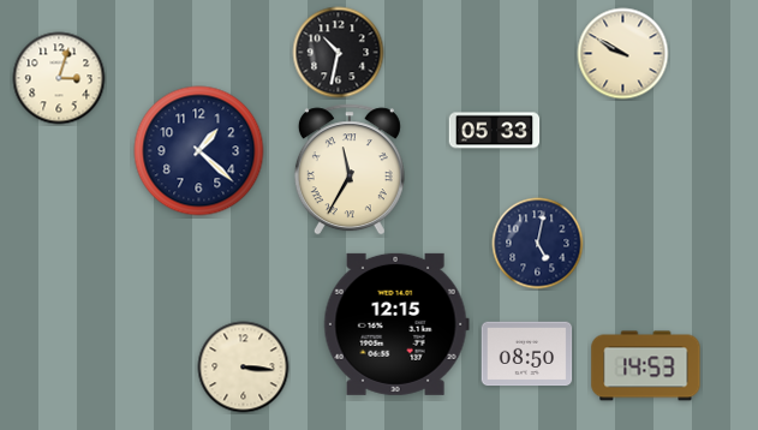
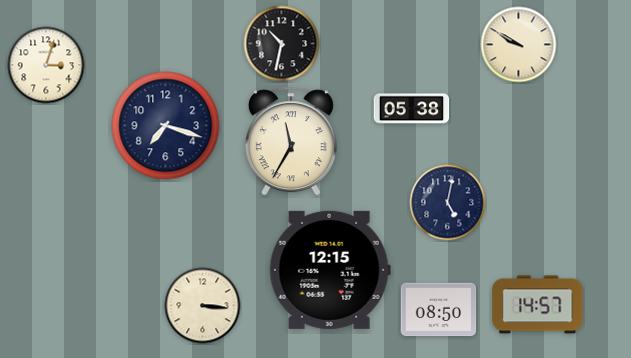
clock at (59, 78) position: (59, 78) -> (46, 65)
clock at (495, 131): 05:33 -> 05:38
clock at (199, 151): 1:22 -> 7:18
clock at (527, 354) position: (527, 354) -> (439, 310)
clock at (646, 366): 14:53 -> 14:57
